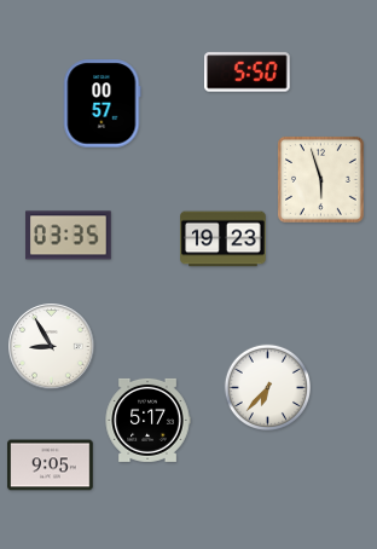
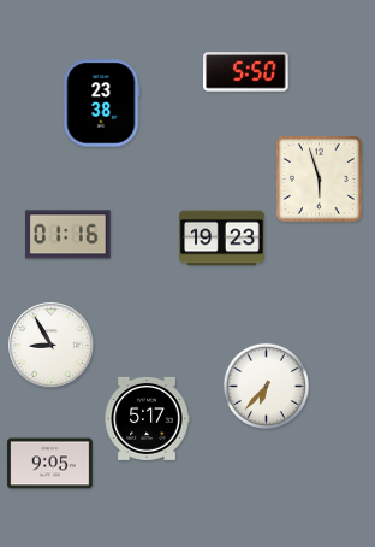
clock at (103, 104): 00:57 -> 23:38
clock at (69, 236): 03:35 -> 01:16
